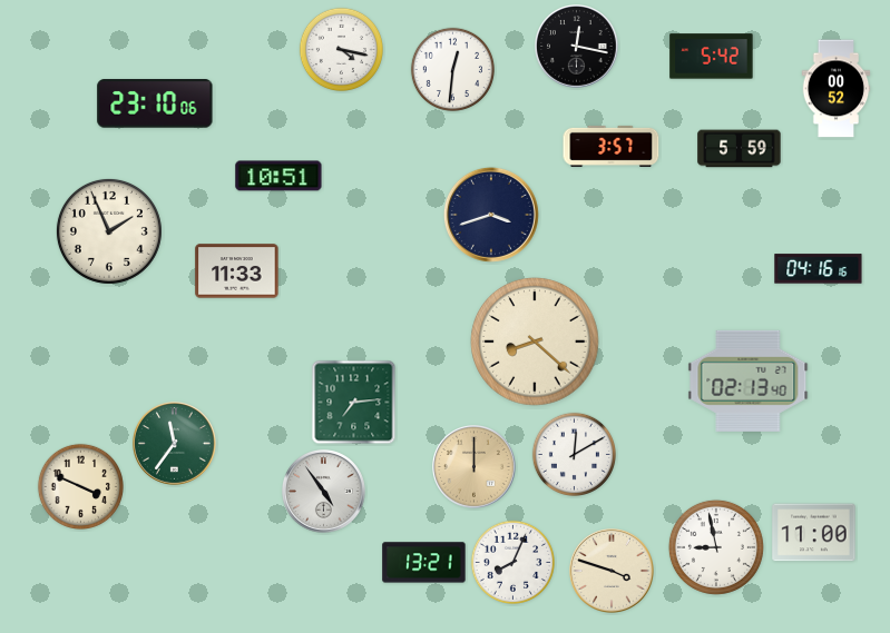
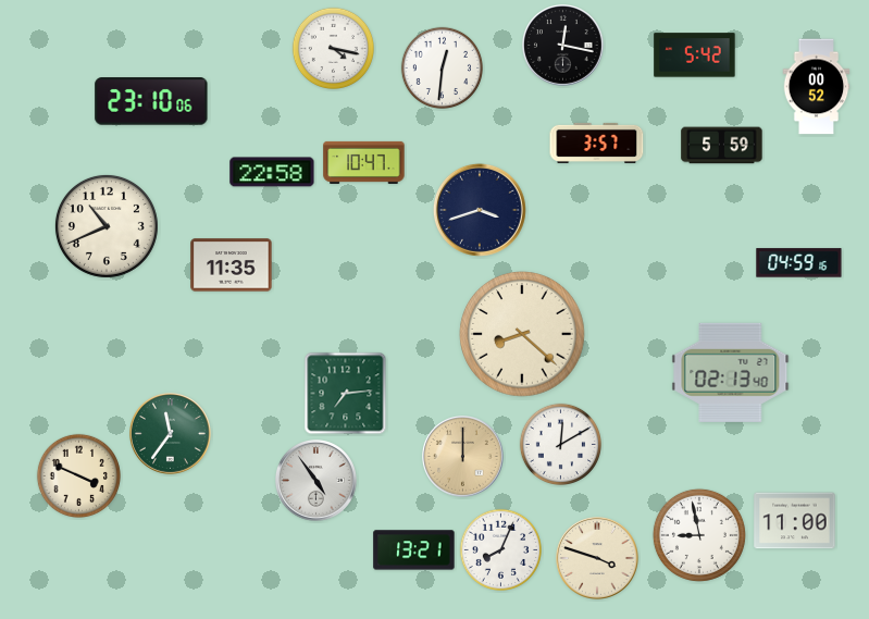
clock at (364, 162): none -> 10:47
clock at (278, 176): 10:51 -> 22:58
clock at (109, 231): 1:56 -> 10:41
clock at (819, 269): 04:16 -> 04:59
clock at (237, 271): 11:33 -> 11:35
